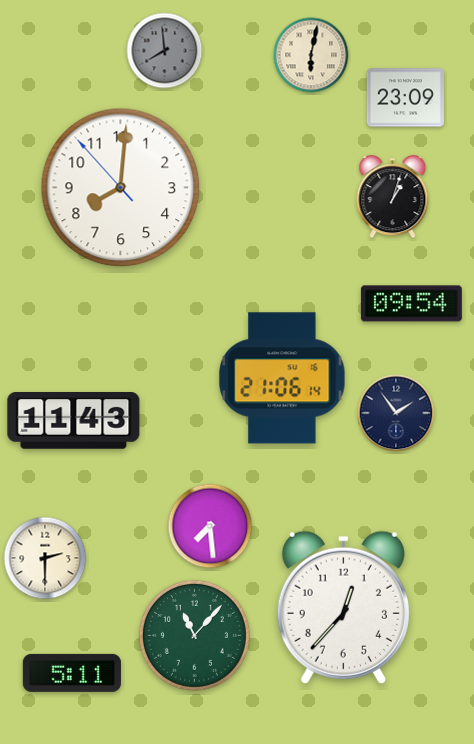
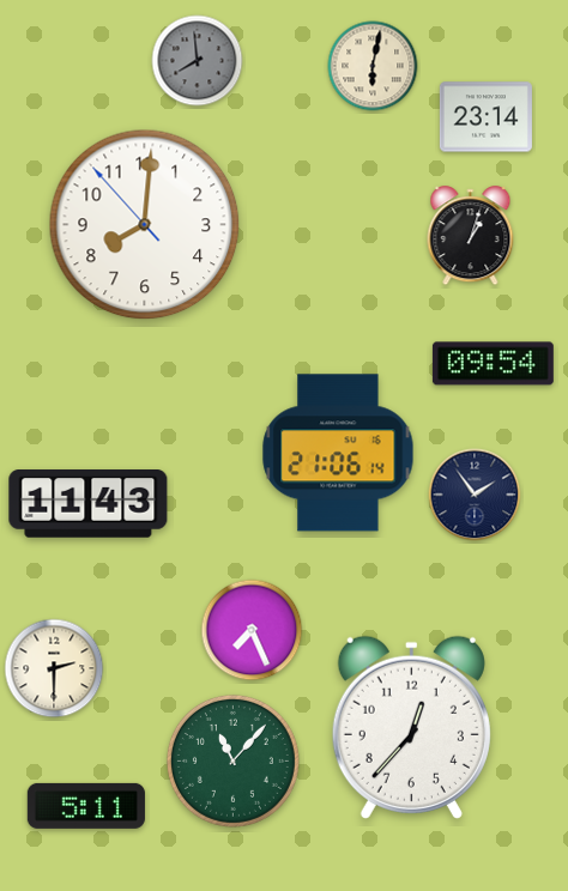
clock at (405, 98): 23:09 -> 23:14
clock at (210, 526): 7:29 -> 7:26
